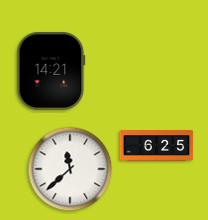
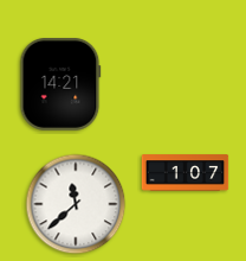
clock at (157, 146): 6:25 -> 1:07
clock at (70, 169) position: (70, 169) -> (76, 204)
